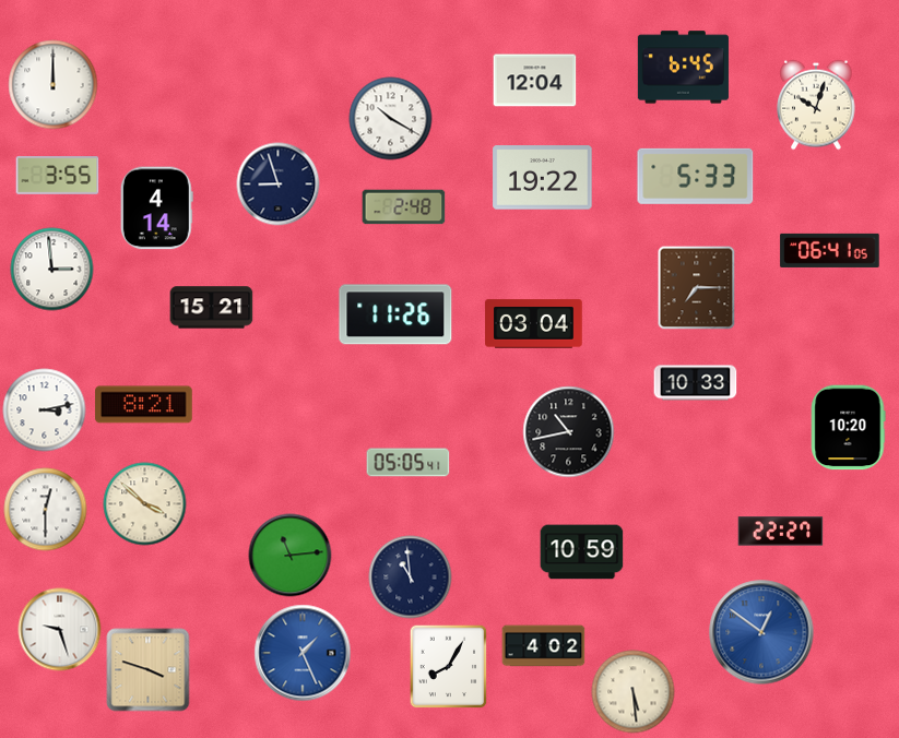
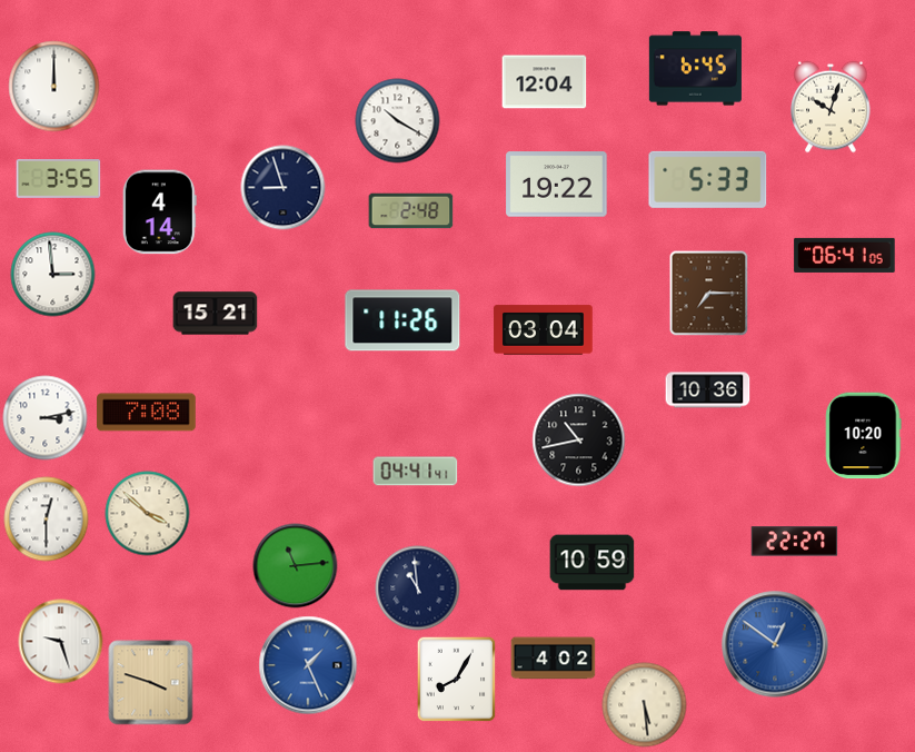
clock at (543, 178) position: (543, 178) -> (557, 185)
clock at (696, 383): 10:33 -> 10:36
clock at (144, 405): 8:21 -> 7:08
clock at (409, 463): 05:05 -> 04:41
